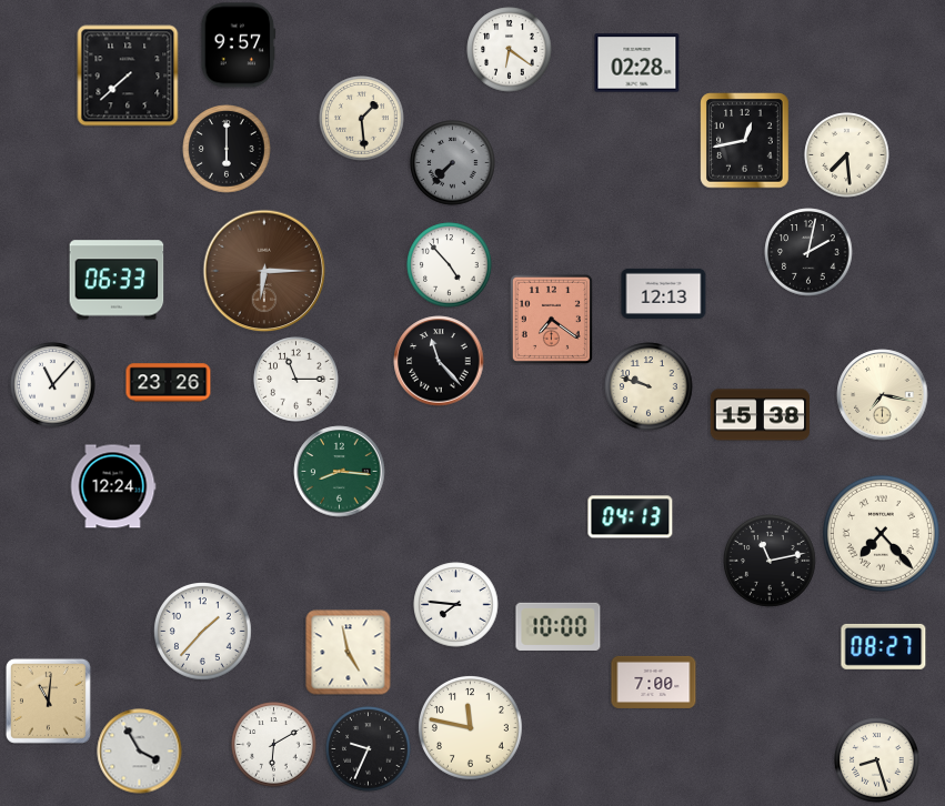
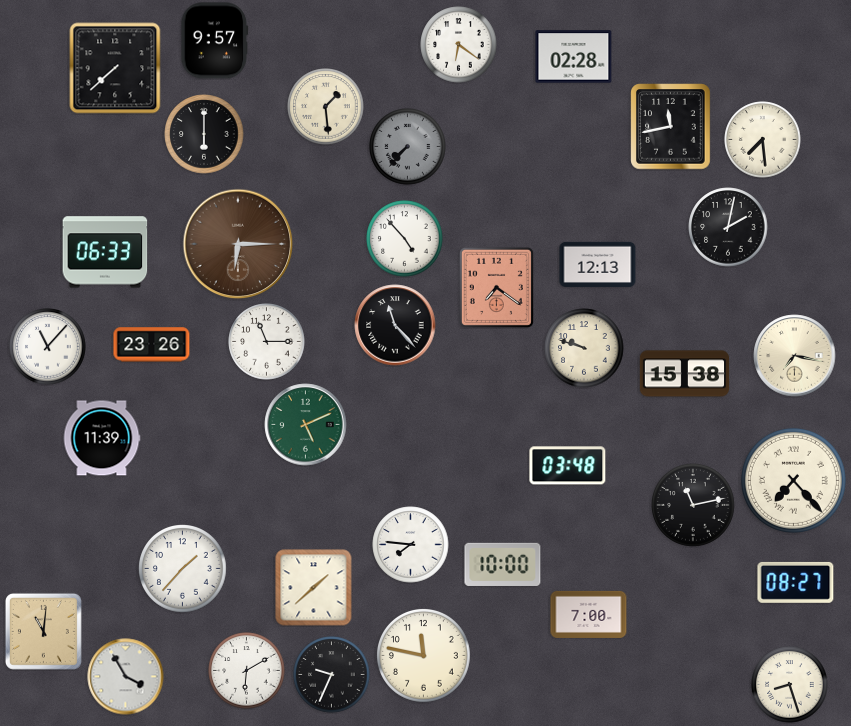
clock at (745, 141): 12:43 -> 11:43
clock at (340, 472): 8:16 -> 5:11
clock at (113, 486): 12:24 -> 11:39
clock at (631, 517): 04:13 -> 03:48
clock at (349, 653): 4:58 -> 1:38
